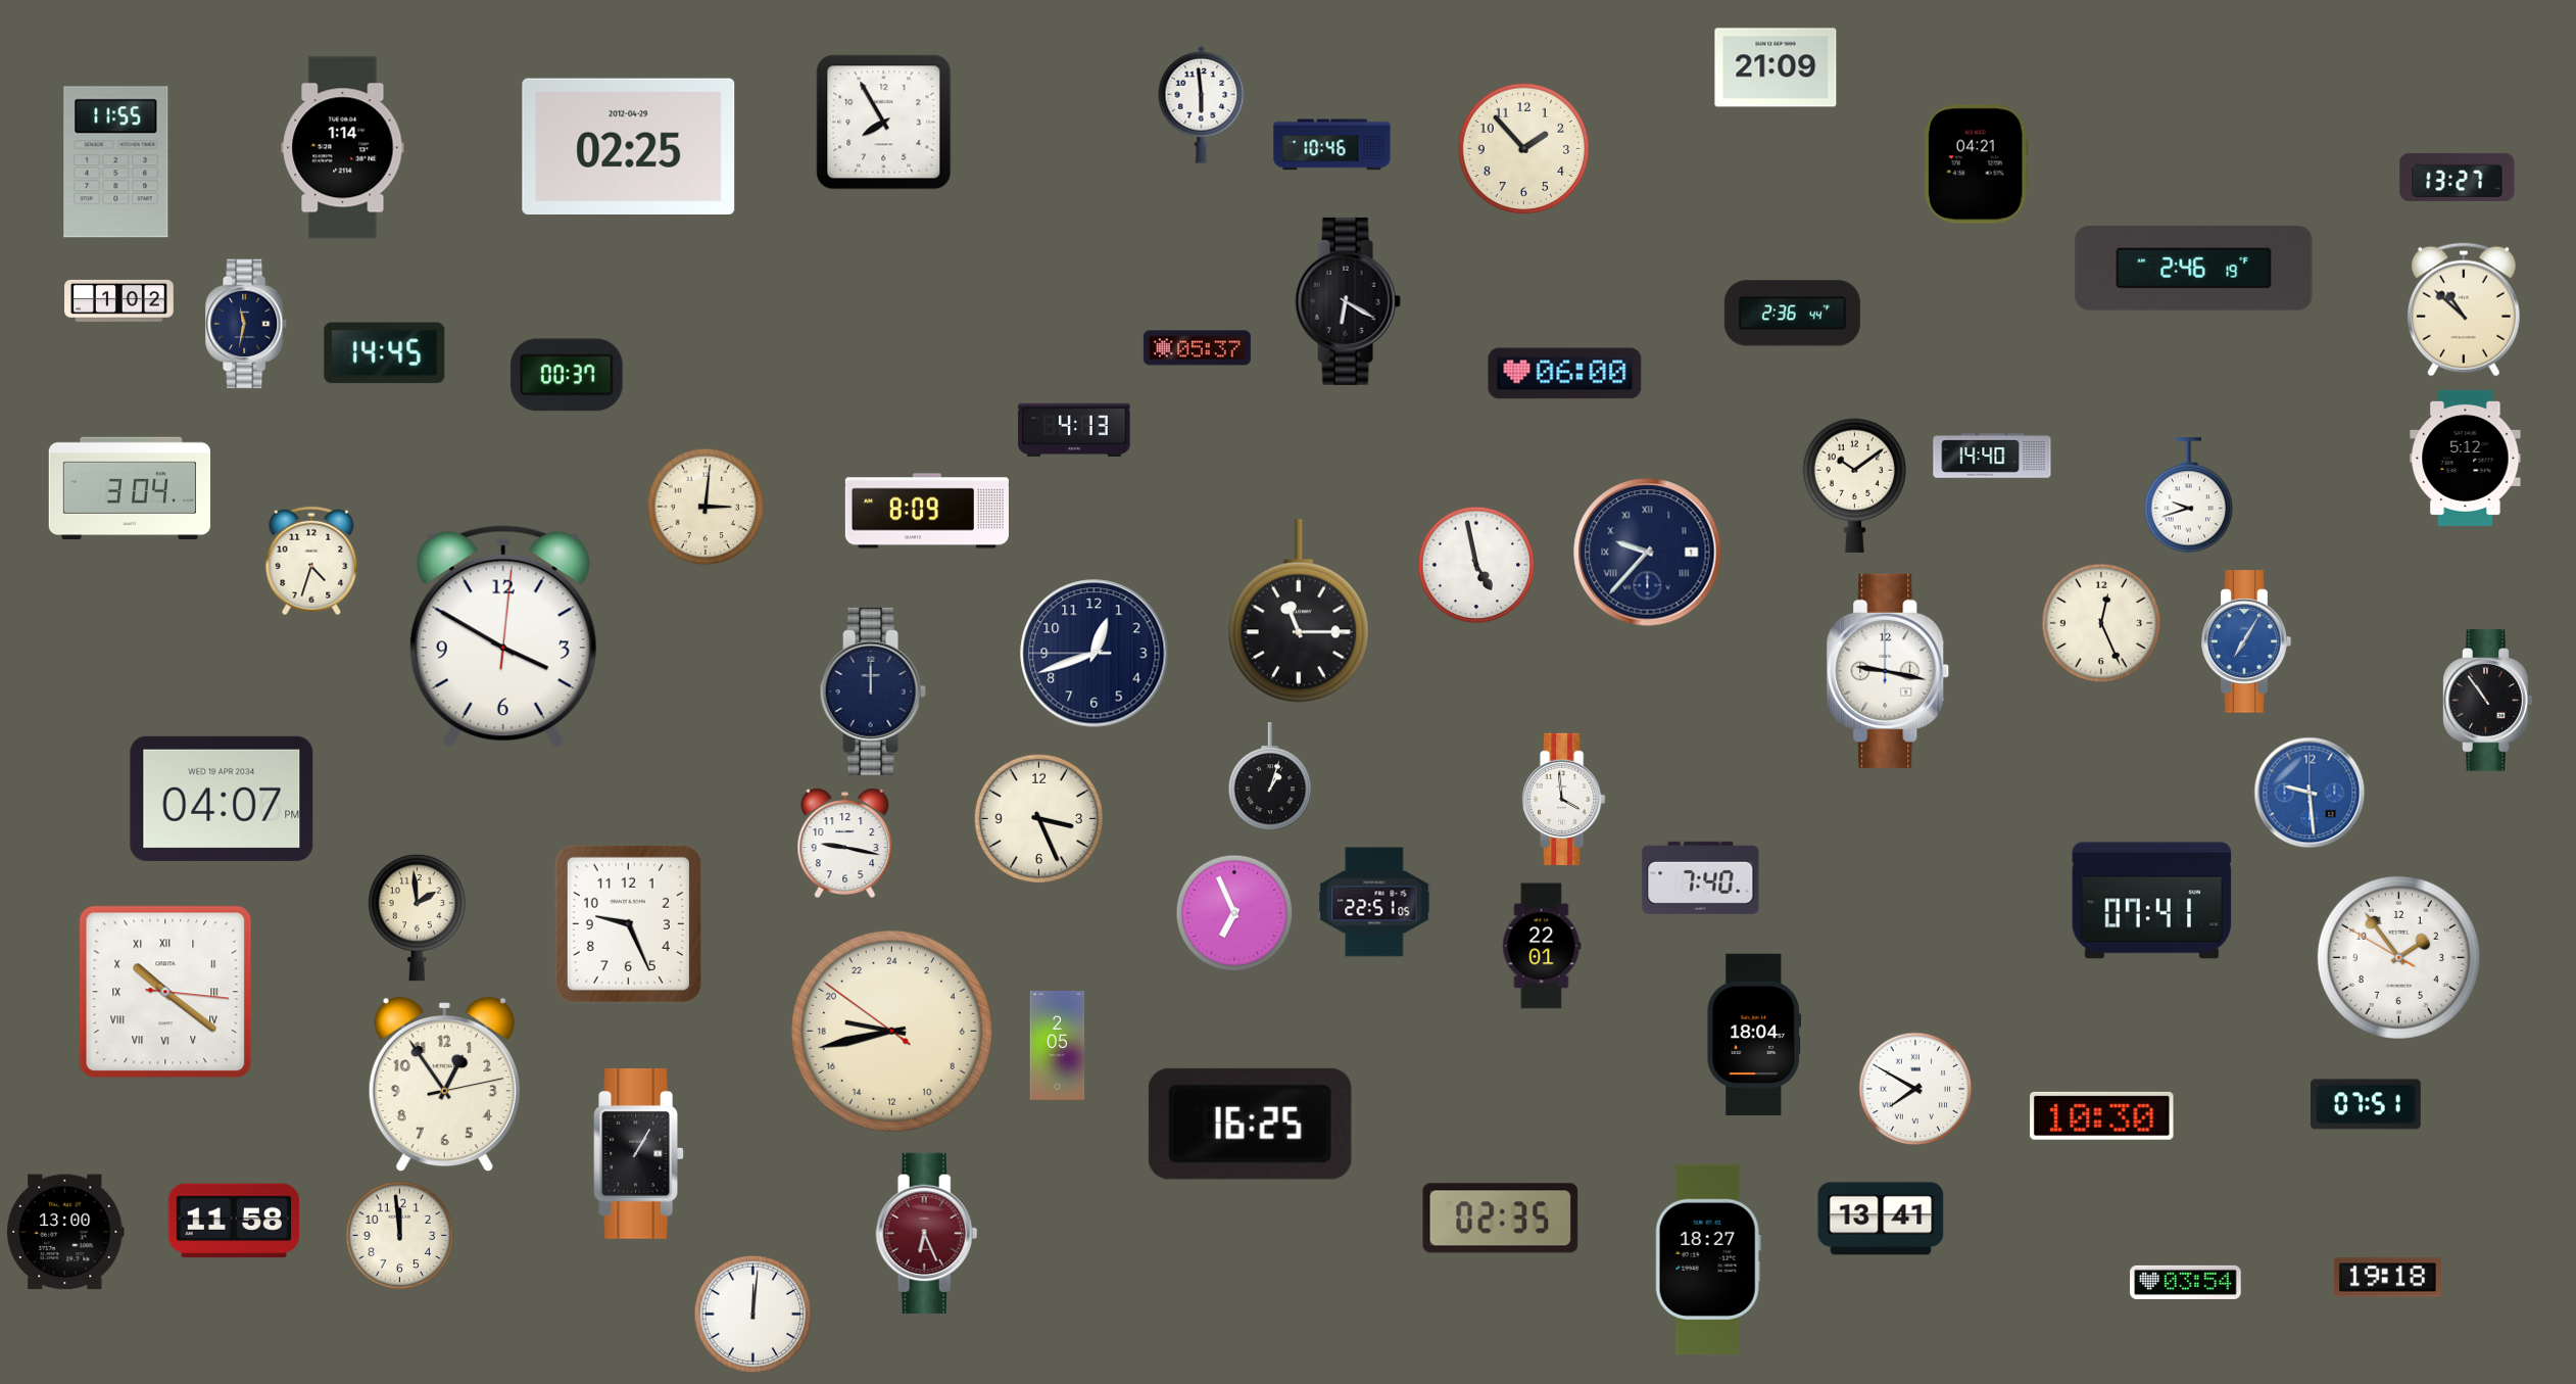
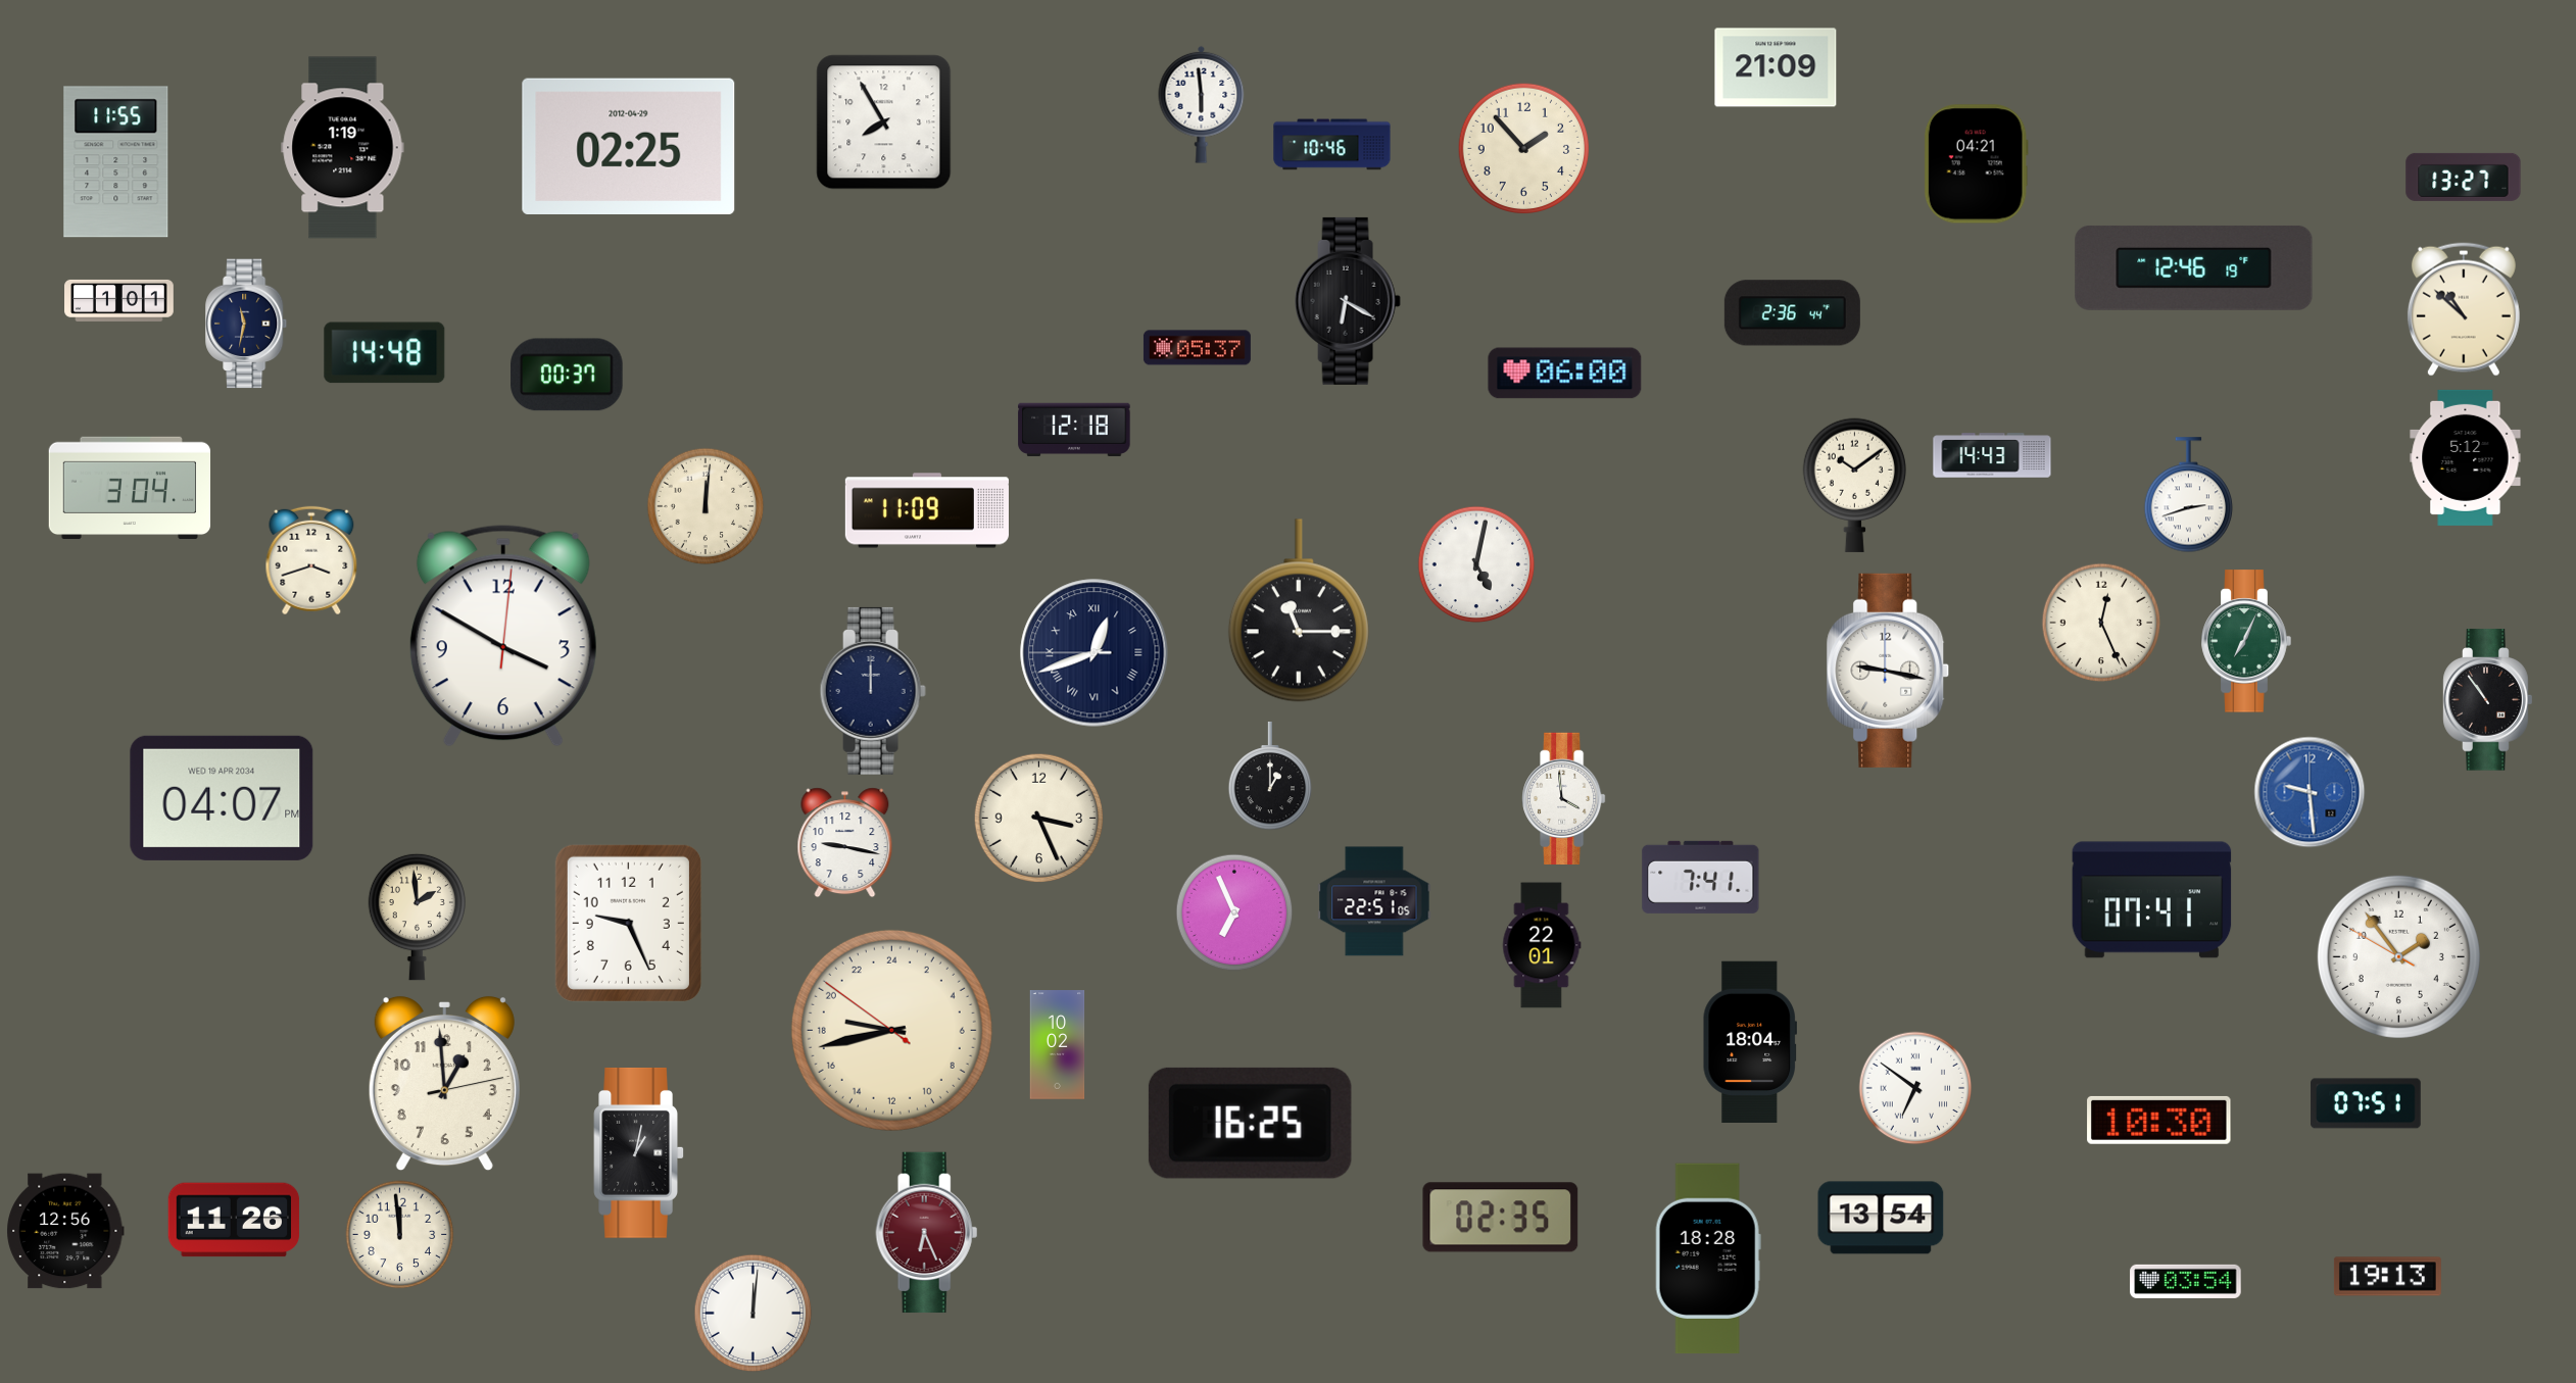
clock at (343, 148): 1:14 -> 1:19
clock at (2458, 177) position: (2458, 177) -> (2464, 177)
clock at (2194, 268): 2:46 -> 12:46
clock at (119, 300): 1:02 -> 1:01
clock at (385, 353): 14:45 -> 14:48
clock at (1074, 430): 4:13 -> 12:18
clock at (1992, 456): 14:40 -> 14:43
clock at (2189, 495): 9:42 -> 2:42
clock at (706, 507): 3:01 -> 12:01
clock at (927, 511): 8:09 -> 11:09
clock at (1648, 553): 9:37 -> none
clock at (311, 561): 4:33 -> 3:42
clock at (1476, 565): 4:58 -> 5:02
clock at (2246, 641): 7:05 -> 7:04
clock at (2246, 641) dial: blue -> green
clock at (1095, 654) numerals: Arabic -> Roman
clock at (1270, 776): 1:03 -> 1:00
clock at (1701, 877): 7:40 -> 7:41
clock at (165, 992): 10:21 -> none
clock at (1753, 1034) position: (1753, 1034) -> (1749, 1041)
clock at (1058, 1046): 2:05 -> 10:02
clock at (444, 1085): 12:54 -> 12:59
clock at (1915, 1089): 7:50 -> 6:51
clock at (2102, 1115) position: (2102, 1115) -> (2159, 1120)
clock at (639, 1154): 1:05 -> 1:02
clock at (1881, 1219): 13:41 -> 13:54
clock at (234, 1221): 11:58 -> 11:26
clock at (65, 1232): 13:00 -> 12:56
clock at (1708, 1259): 18:27 -> 18:28
clock at (2387, 1278): 19:18 -> 19:13
